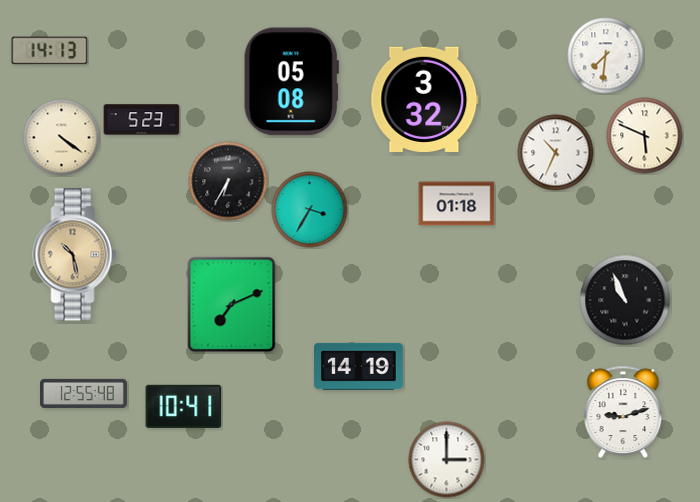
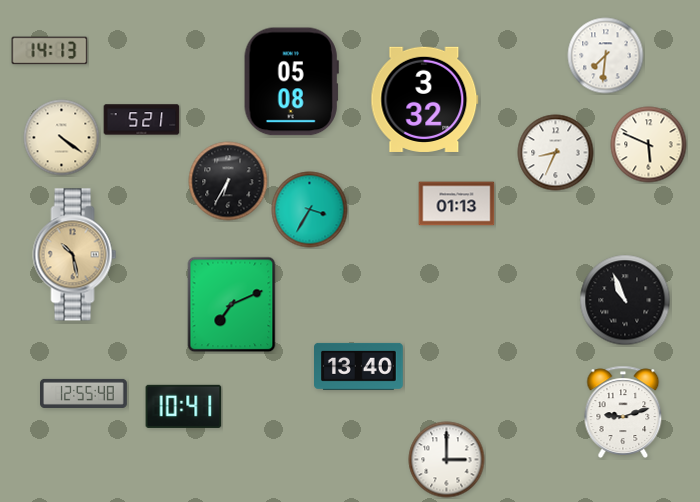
clock at (142, 120): 5:23 -> 5:21
clock at (645, 136) position: (645, 136) -> (649, 145)
clock at (556, 153): 10:34 -> 8:34
clock at (457, 204): 01:18 -> 01:13
clock at (359, 366): 14:19 -> 13:40
